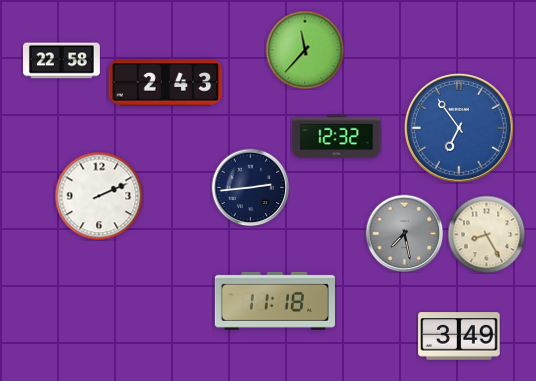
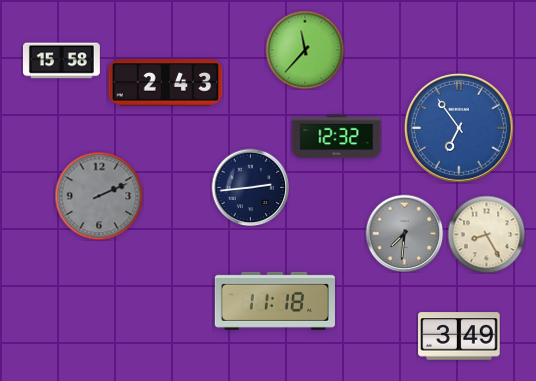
clock at (62, 61): 22:58 -> 15:58
clock at (99, 196) dial: white -> grey
clock at (404, 233): 7:28 -> 7:31
